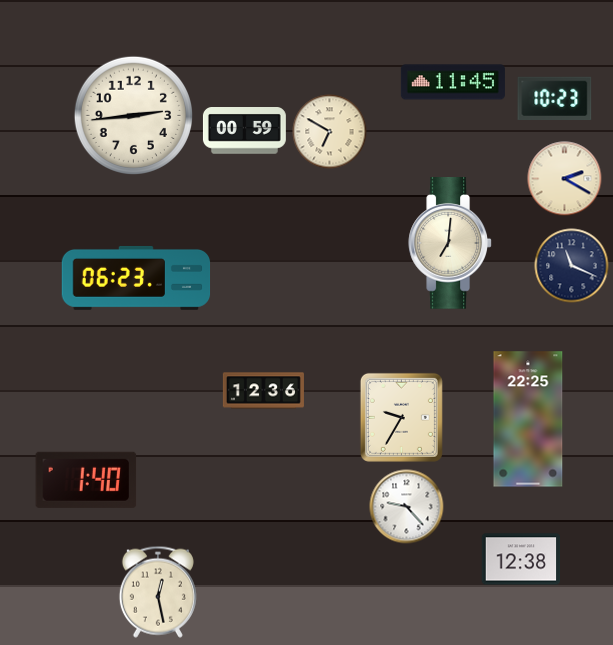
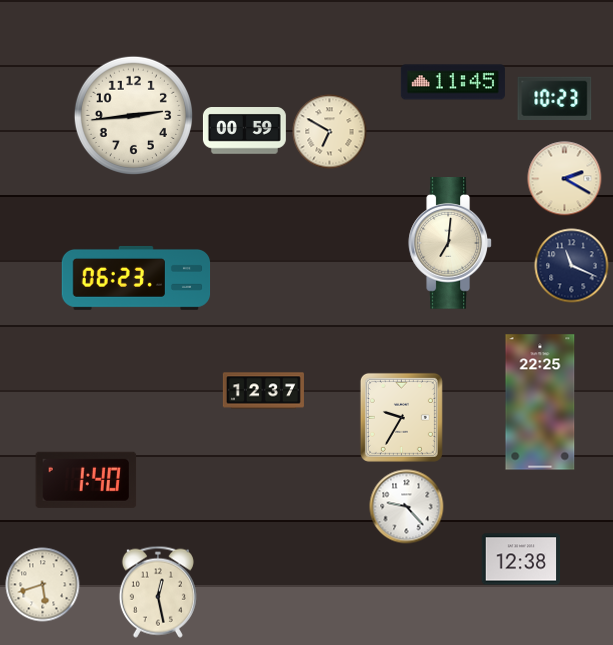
clock at (263, 391): 12:36 -> 12:37
clock at (528, 419) position: (528, 419) -> (540, 402)
clock at (43, 585): none -> 5:42
